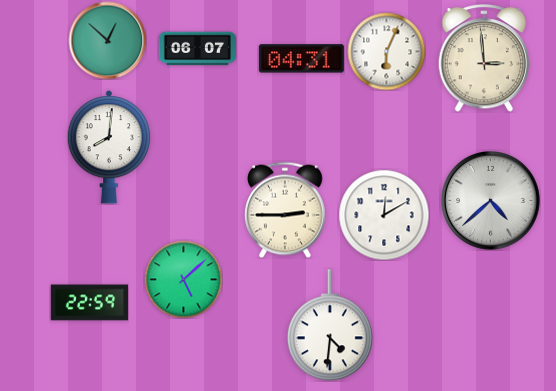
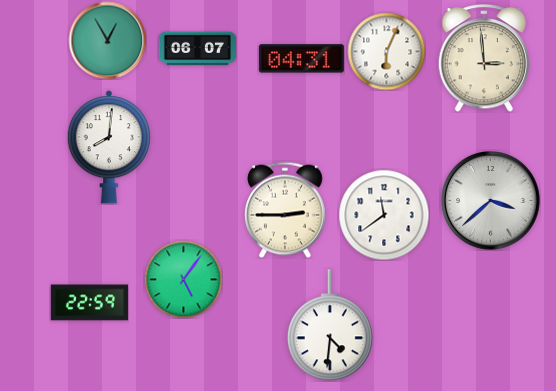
clock at (107, 40): 12:52 -> 12:55
clock at (491, 201): 4:38 -> 3:38
clock at (384, 215): 12:10 -> 11:39
clock at (183, 279): 5:08 -> 5:06
